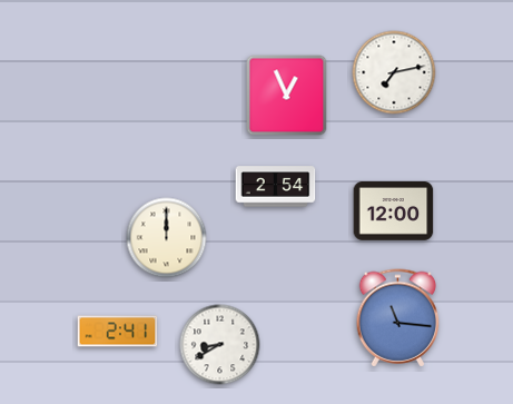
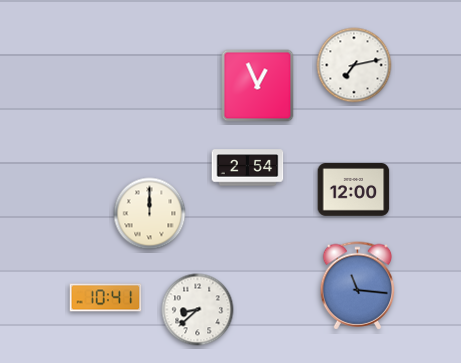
clock at (118, 332): 2:41 -> 10:41
clock at (220, 345): 8:40 -> 8:38
